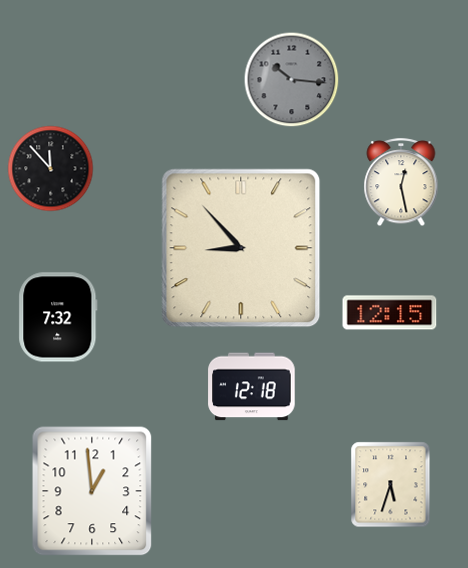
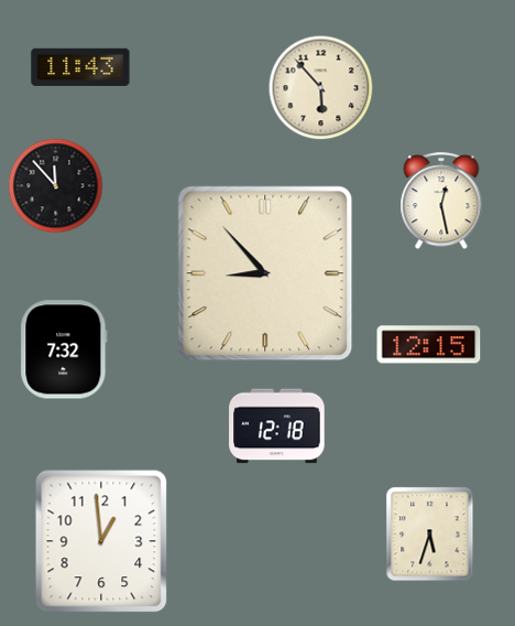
clock at (80, 66): none -> 11:43
clock at (292, 80): 10:16 -> 5:53
clock at (292, 80) dial: grey -> cream
